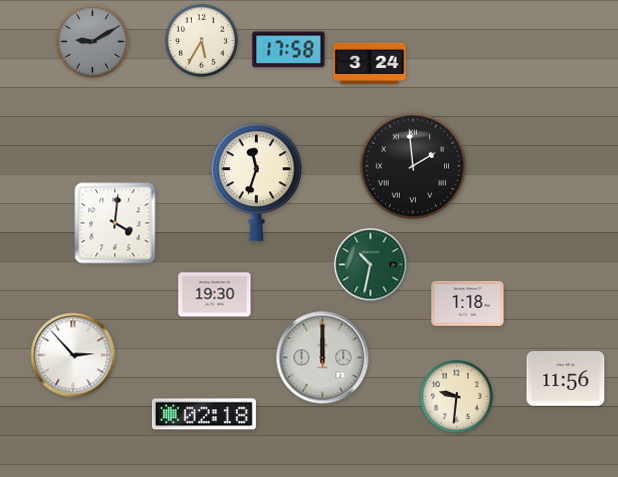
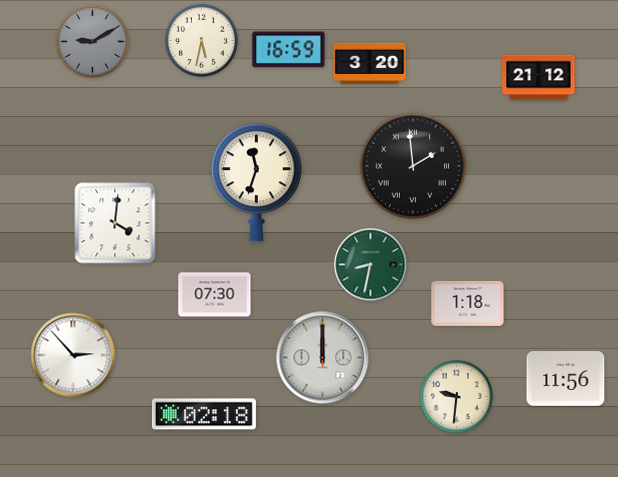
clock at (202, 41): 5:35 -> 5:32
clock at (289, 50): 17:58 -> 16:59
clock at (370, 64): 3:24 -> 3:20
clock at (539, 78): none -> 21:12
clock at (371, 265): 10:32 -> 8:32
clock at (215, 295): 19:30 -> 07:30
